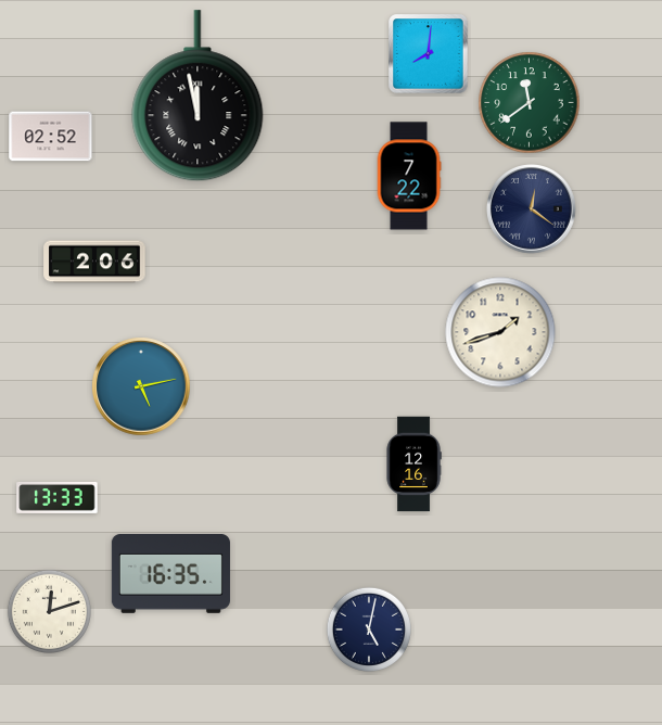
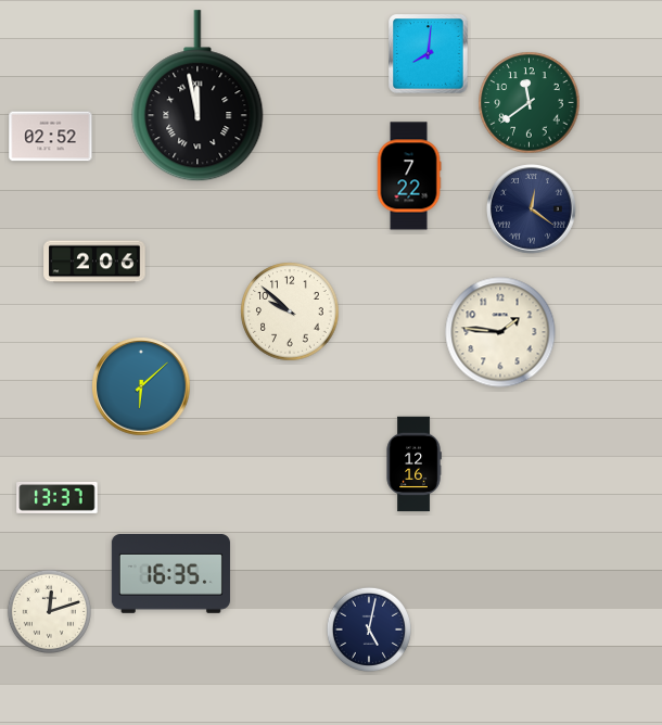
clock at (290, 311): none -> 9:52
clock at (500, 332): 1:42 -> 1:46
clock at (141, 386): 5:13 -> 6:08
clock at (58, 498): 13:33 -> 13:37
